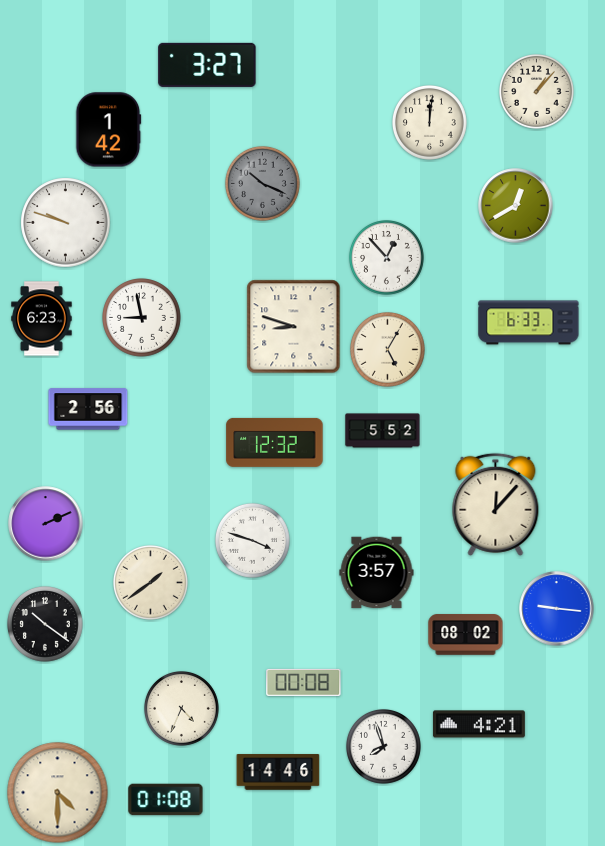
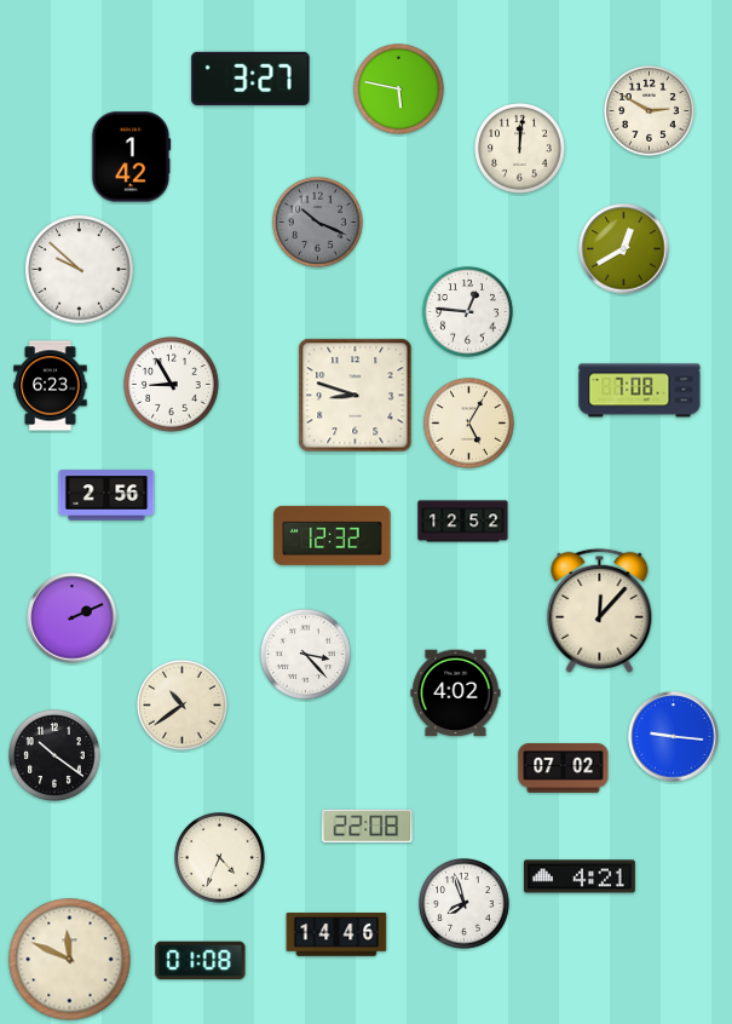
clock at (399, 90): none -> 5:47
clock at (537, 92): 1:07 -> 2:50
clock at (66, 223): 9:48 -> 9:52
clock at (387, 258): 12:53 -> 12:46
clock at (142, 318): 8:58 -> 8:55
clock at (529, 323): 6:33 -> 7:08
clock at (383, 431): 5:52 -> 12:52
clock at (46, 524) position: (46, 524) -> (73, 619)
clock at (253, 541): 3:48 -> 3:23
clock at (377, 573): 3:57 -> 4:02
clock at (151, 583): 1:39 -> 10:39
clock at (466, 635): 08:02 -> 07:02
clock at (304, 682): 00:08 -> 22:08
clock at (58, 793): 4:30 -> 11:49
clock at (166, 800) position: (166, 800) -> (201, 961)
